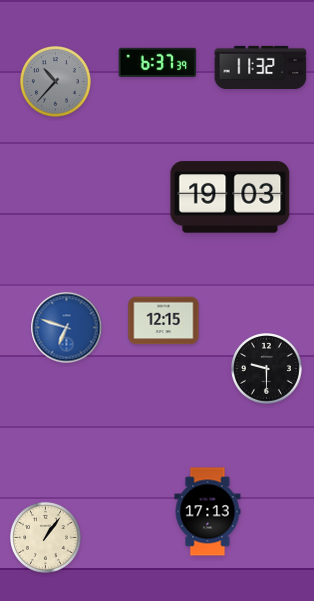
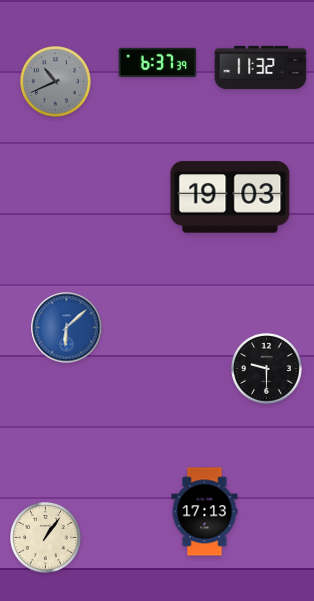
clock at (56, 82): 10:37 -> 10:41
clock at (164, 321): 12:15 -> none
clock at (67, 328): 6:48 -> 6:08
clock at (208, 512) position: (208, 512) -> (205, 512)
